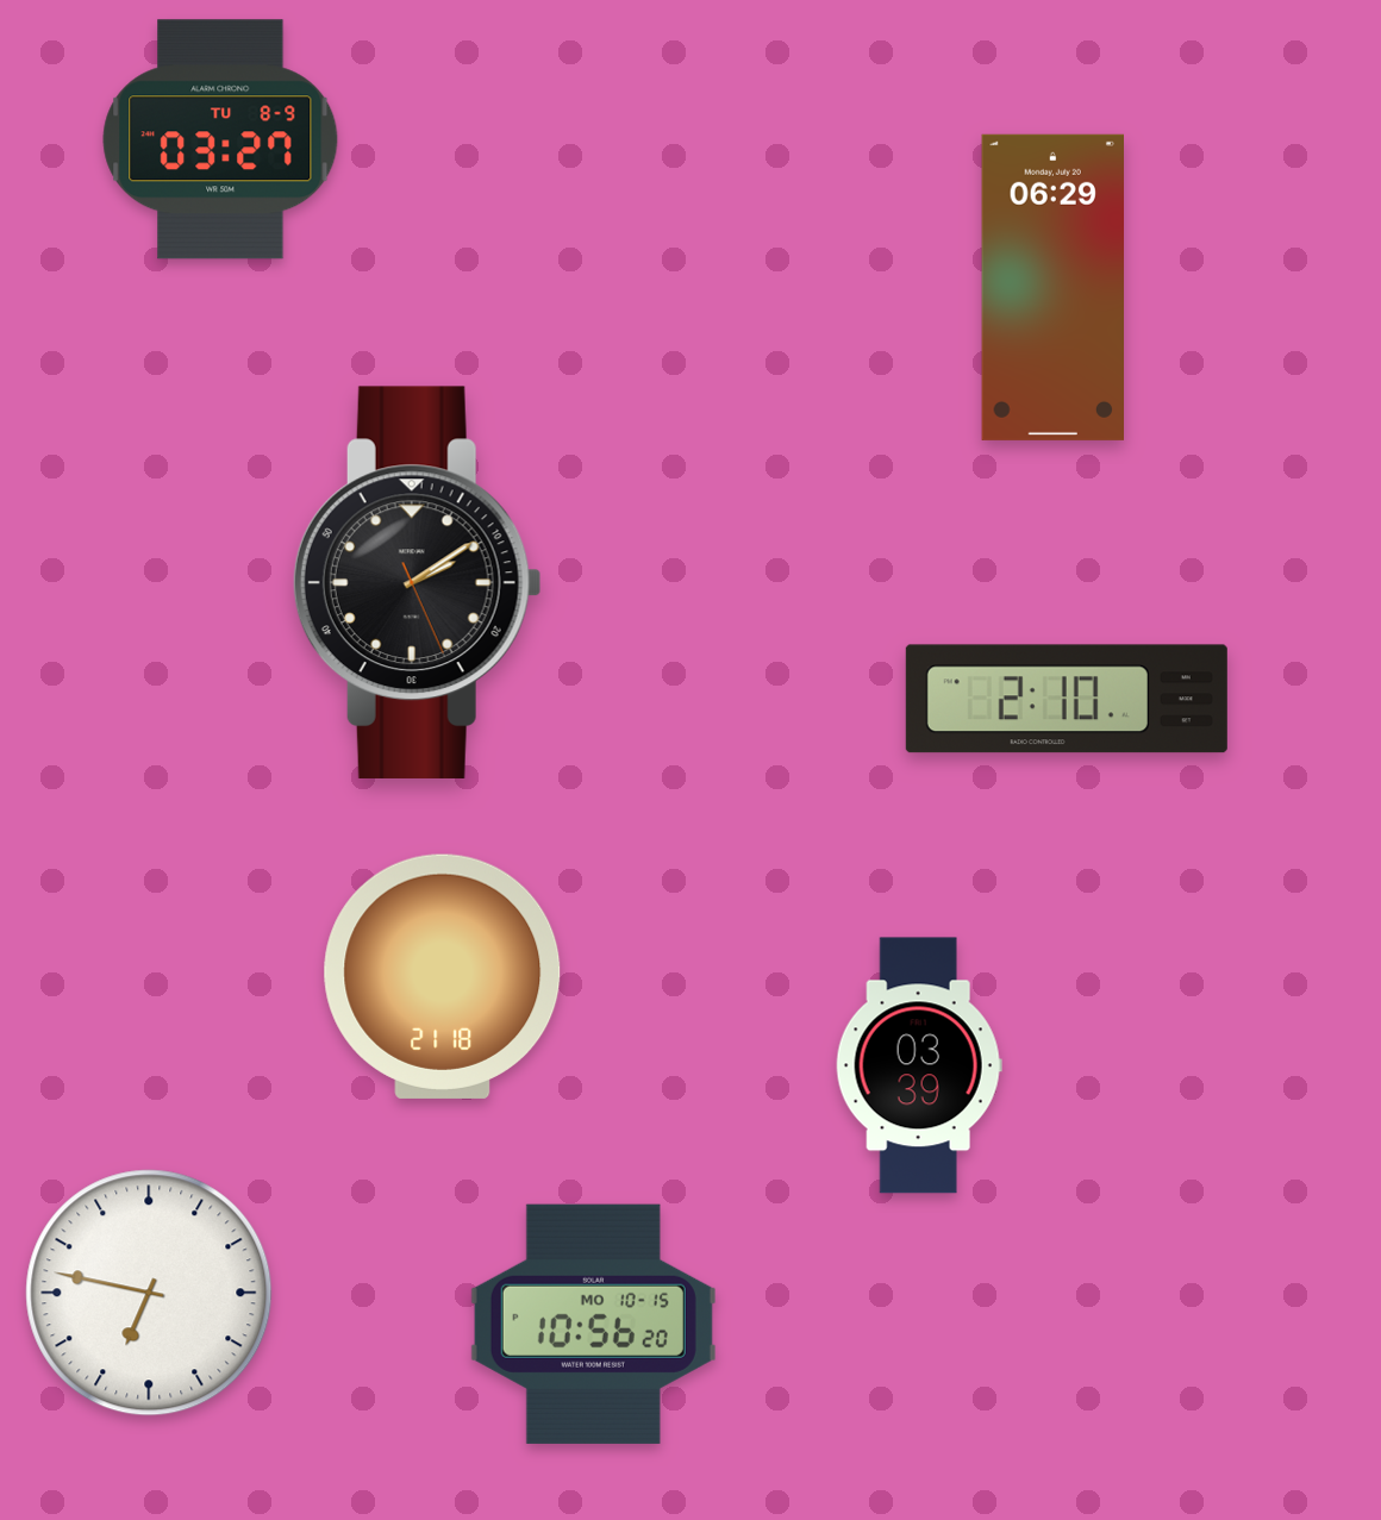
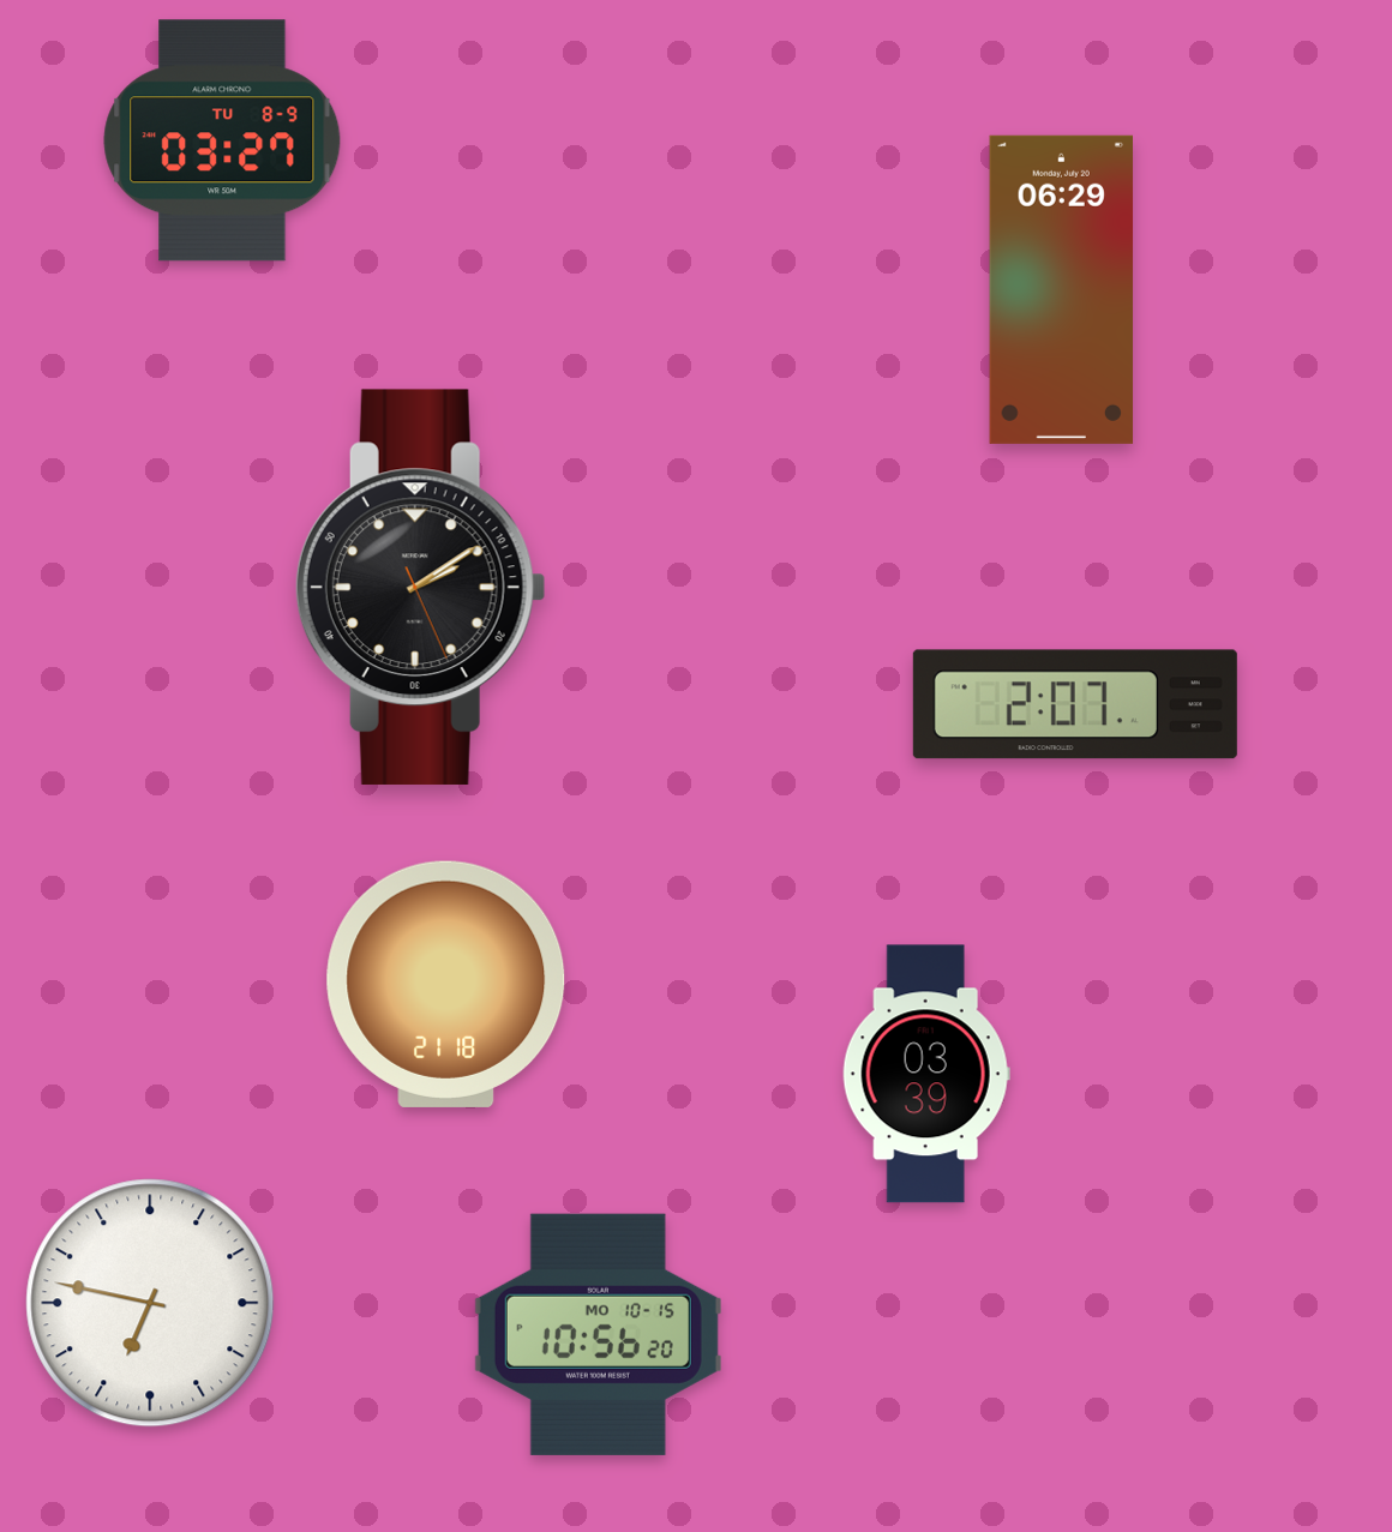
clock at (1067, 699): 2:10 -> 2:07
